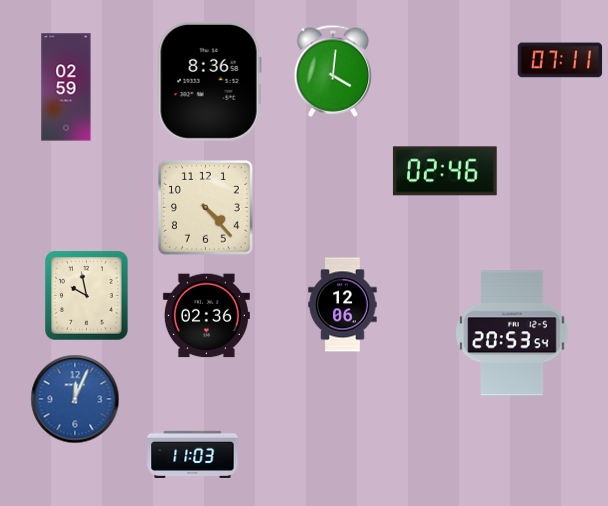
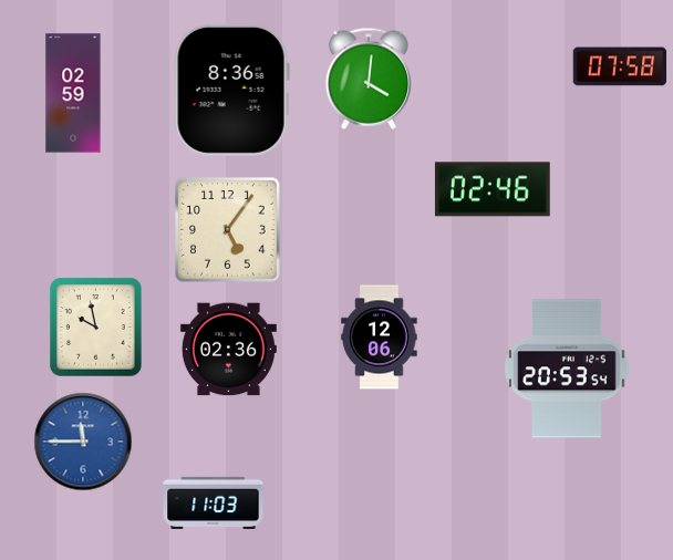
clock at (560, 60): 07:11 -> 07:58
clock at (66, 87) position: (66, 87) -> (73, 93)
clock at (206, 208): 4:23 -> 5:06
clock at (75, 399): 12:04 -> 11:45
